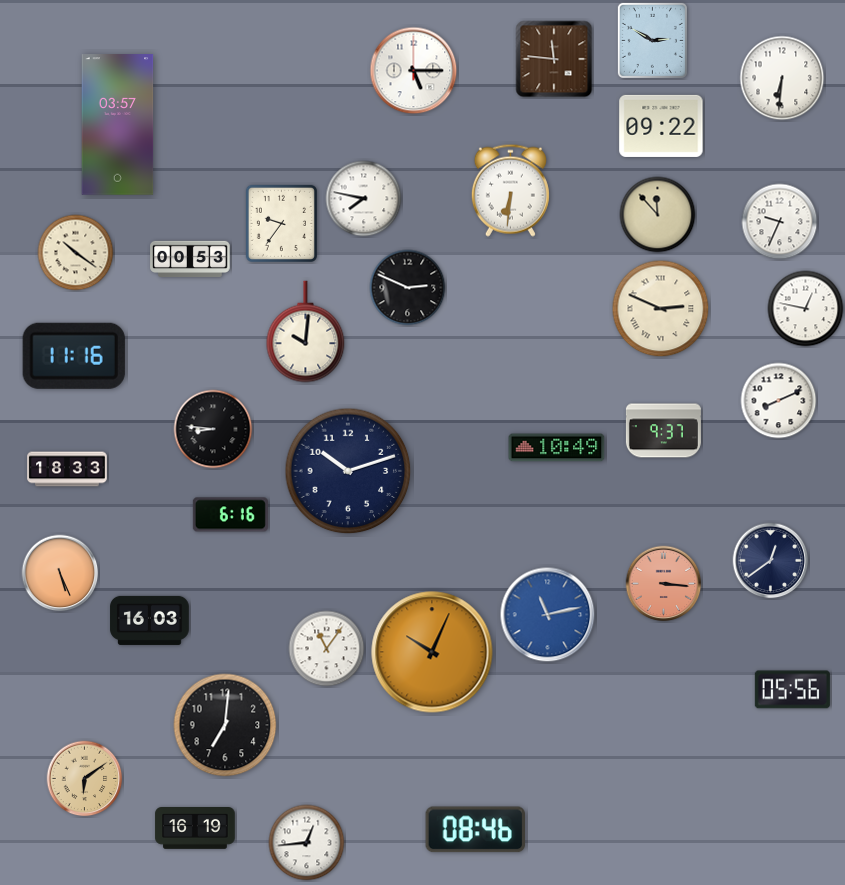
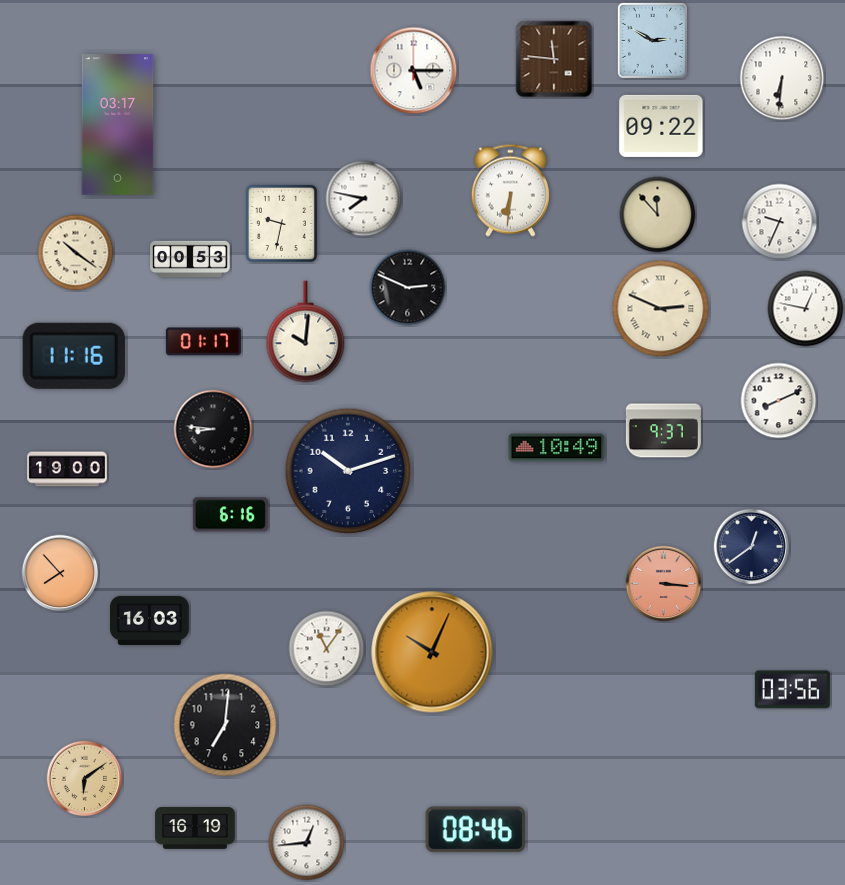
clock at (118, 125): 03:57 -> 03:17
clock at (281, 223): 9:36 -> 9:32
clock at (203, 342): none -> 01:17
clock at (67, 469): 18:33 -> 19:00
clock at (771, 561) position: (771, 561) -> (752, 547)
clock at (60, 573): 5:26 -> 7:53
clock at (548, 615): 11:13 -> none
clock at (792, 690): 05:56 -> 03:56
